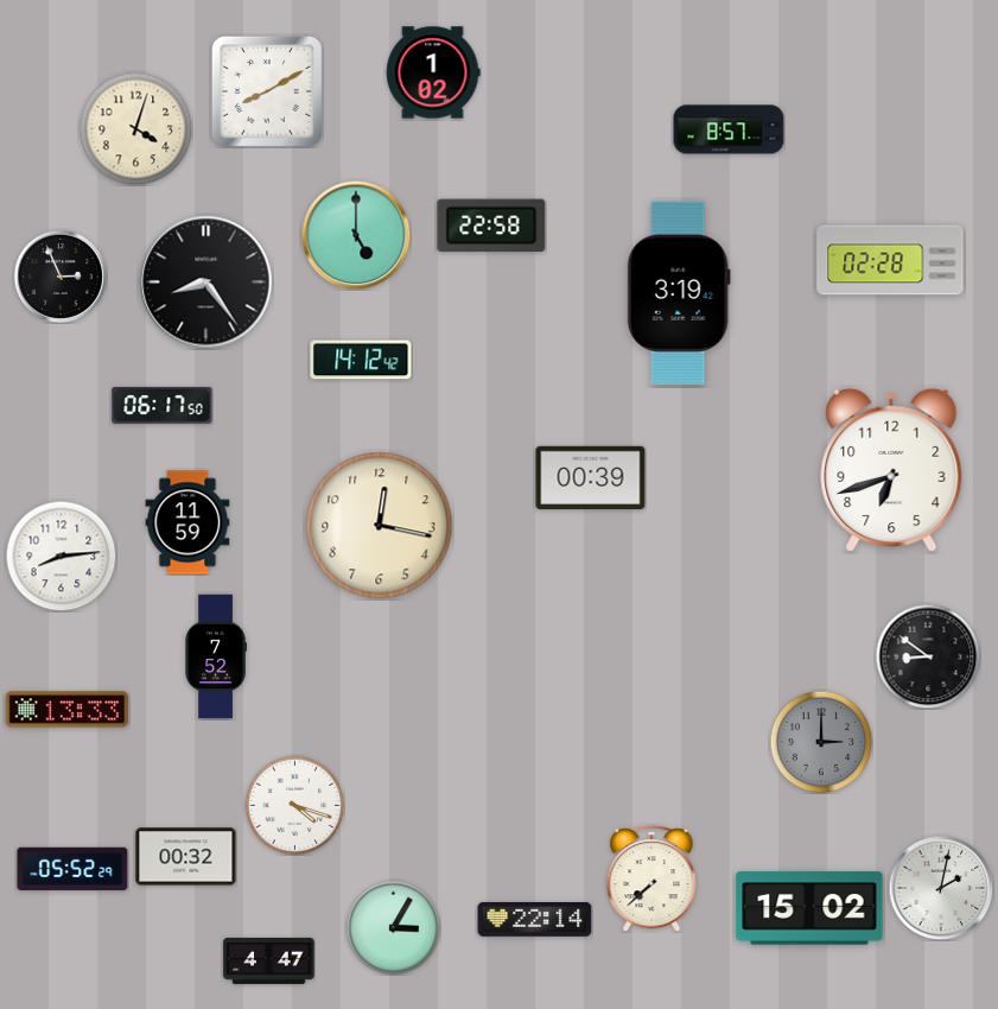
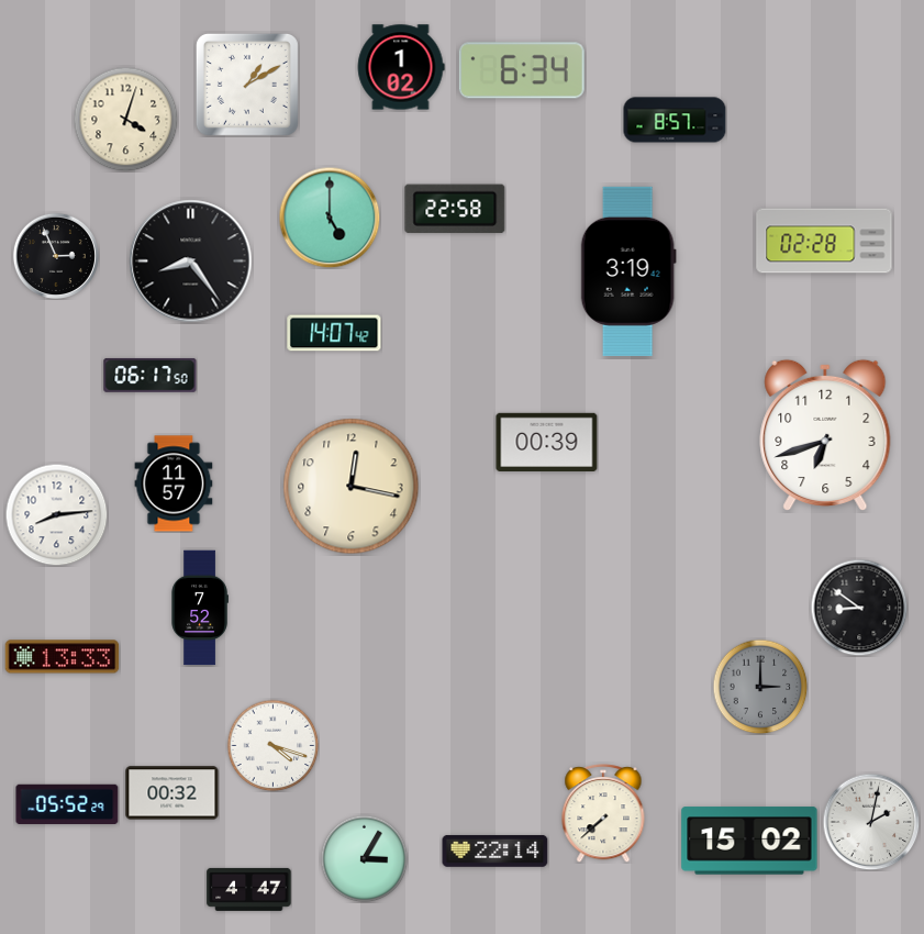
clock at (522, 70): none -> 6:34
clock at (267, 91): 8:10 -> 1:10
clock at (361, 360): 14:12 -> 14:07
clock at (187, 522): 11:59 -> 11:57
